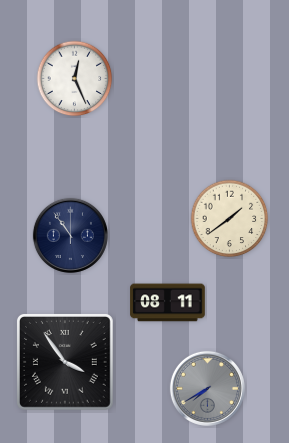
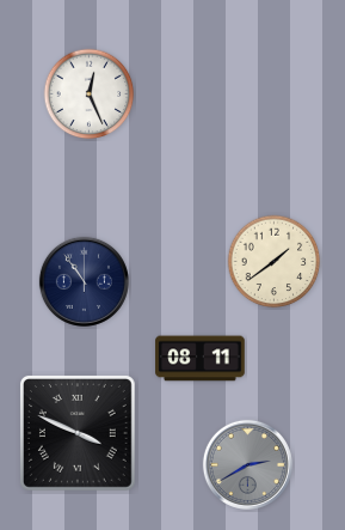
clock at (168, 303) position: (168, 303) -> (201, 359)
clock at (65, 362): 3:54 -> 3:49
clock at (207, 388): 7:40 -> 2:40
